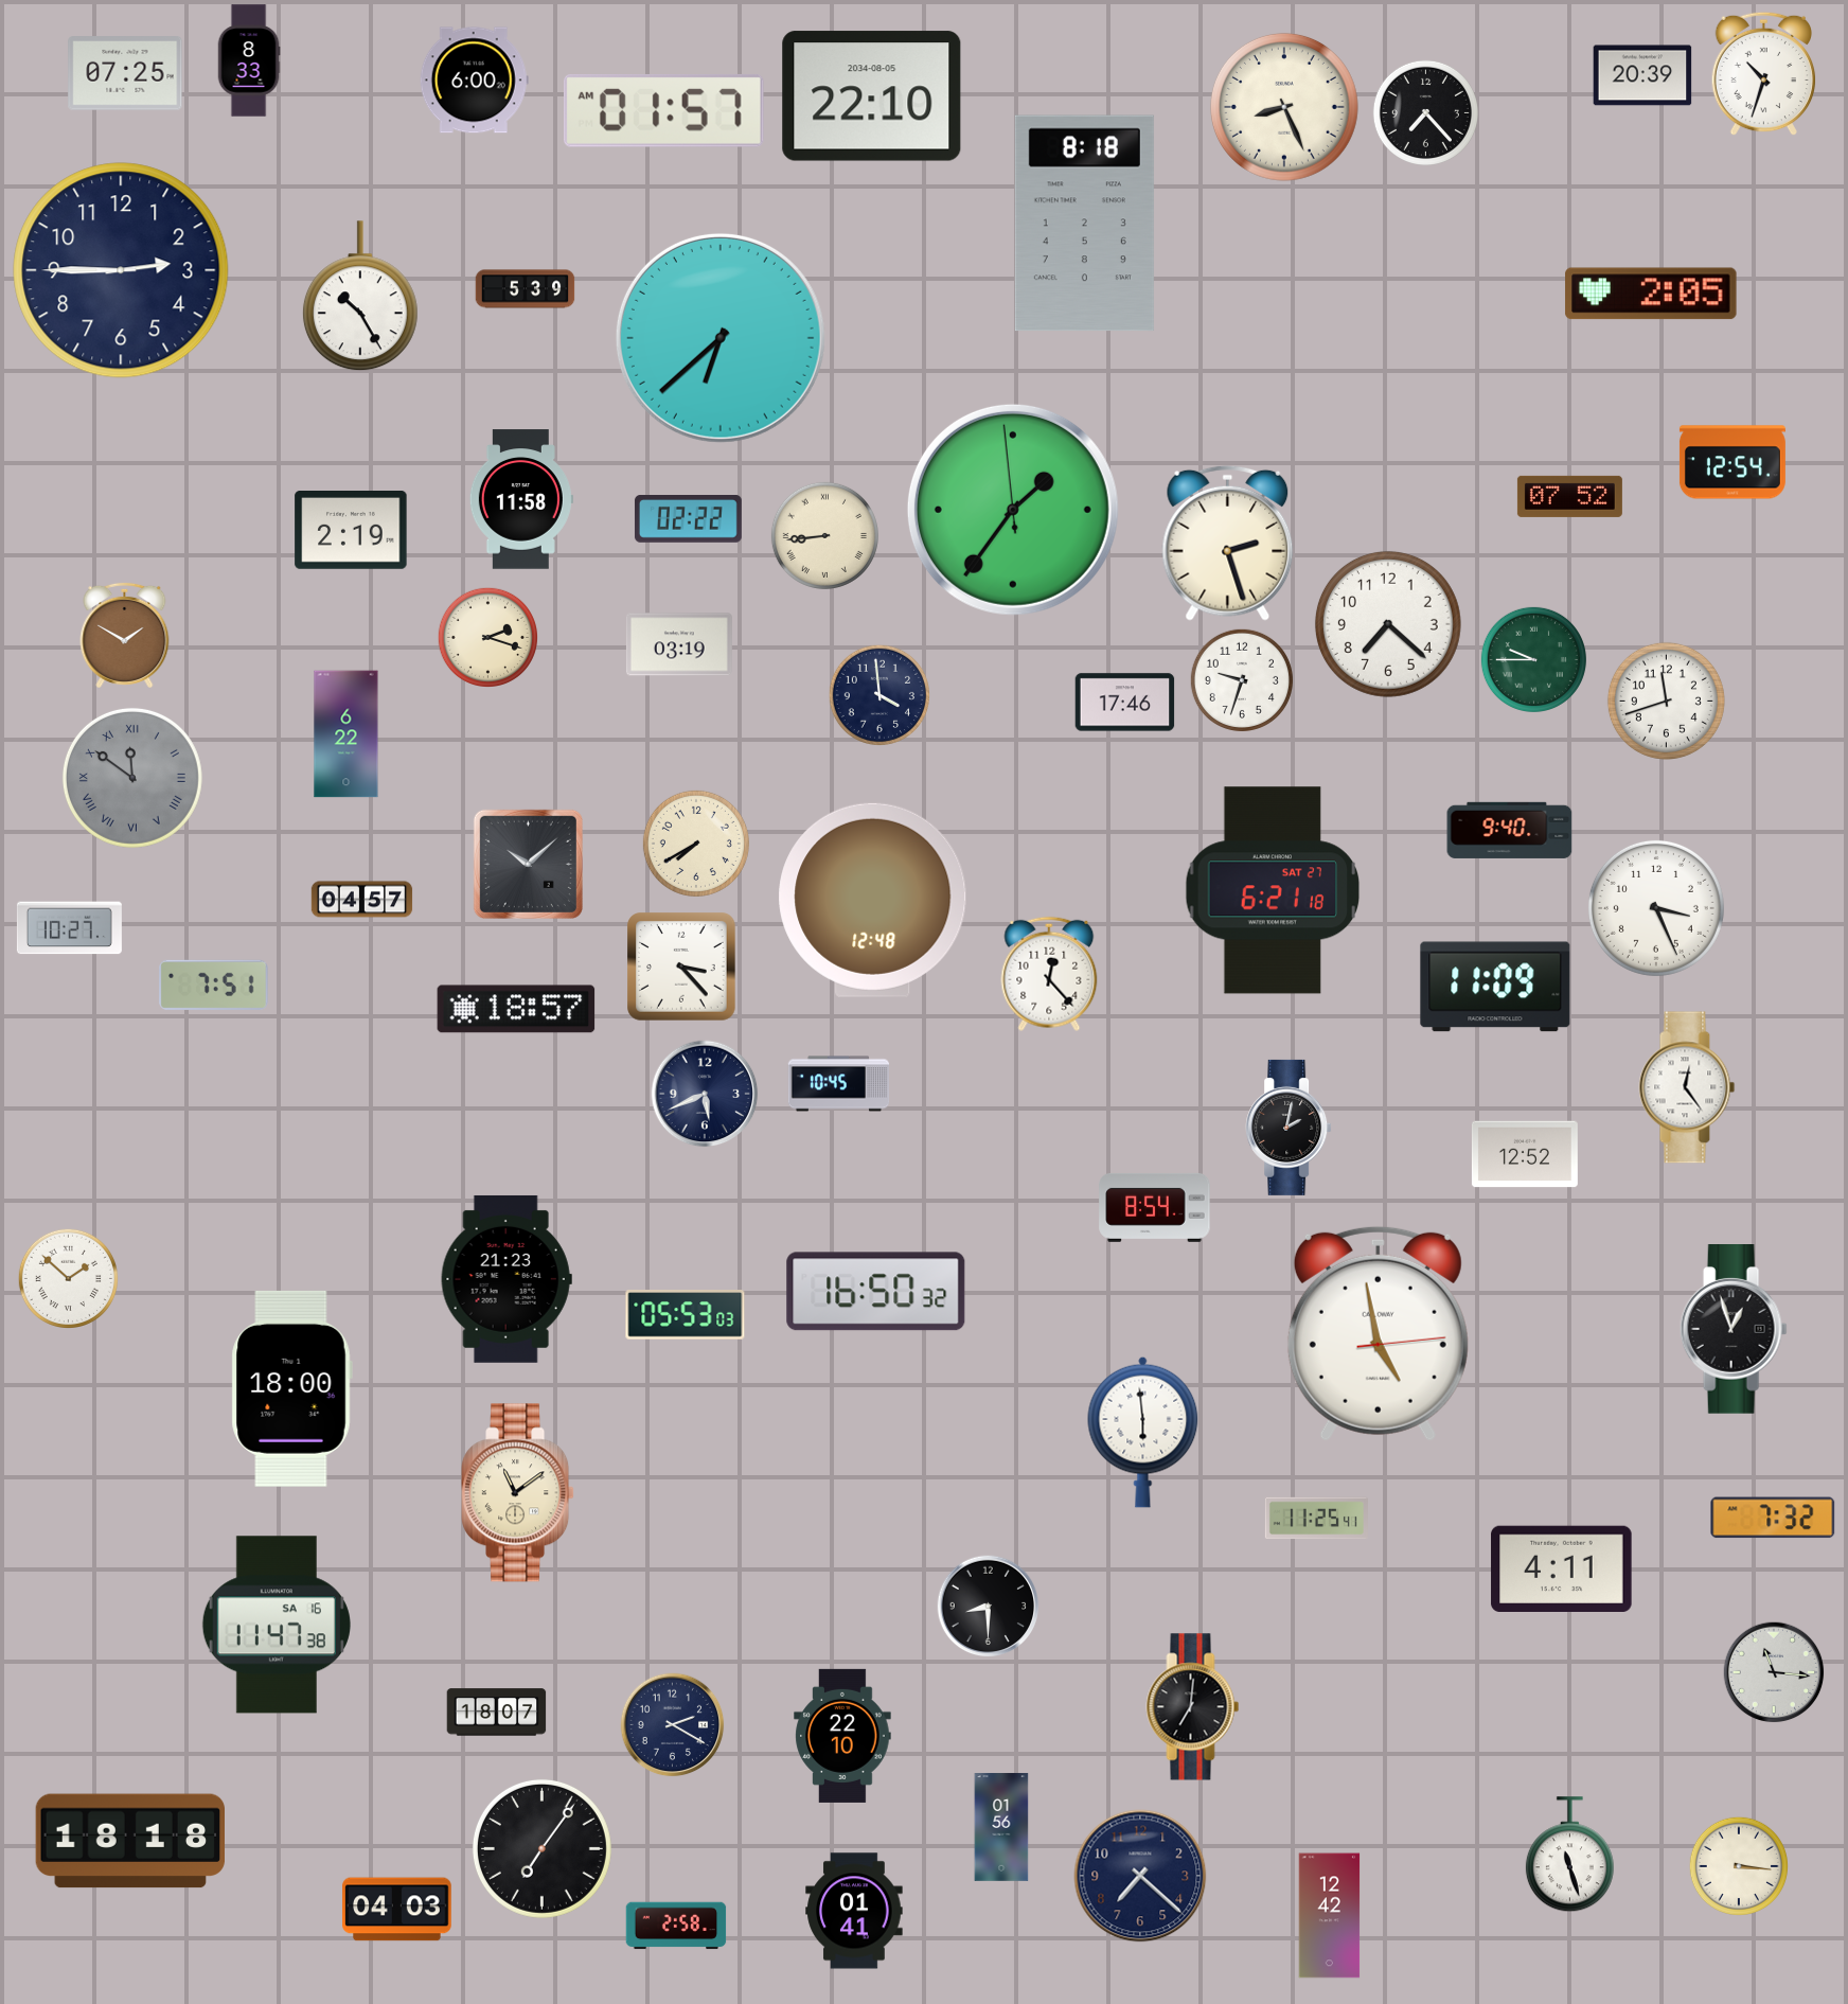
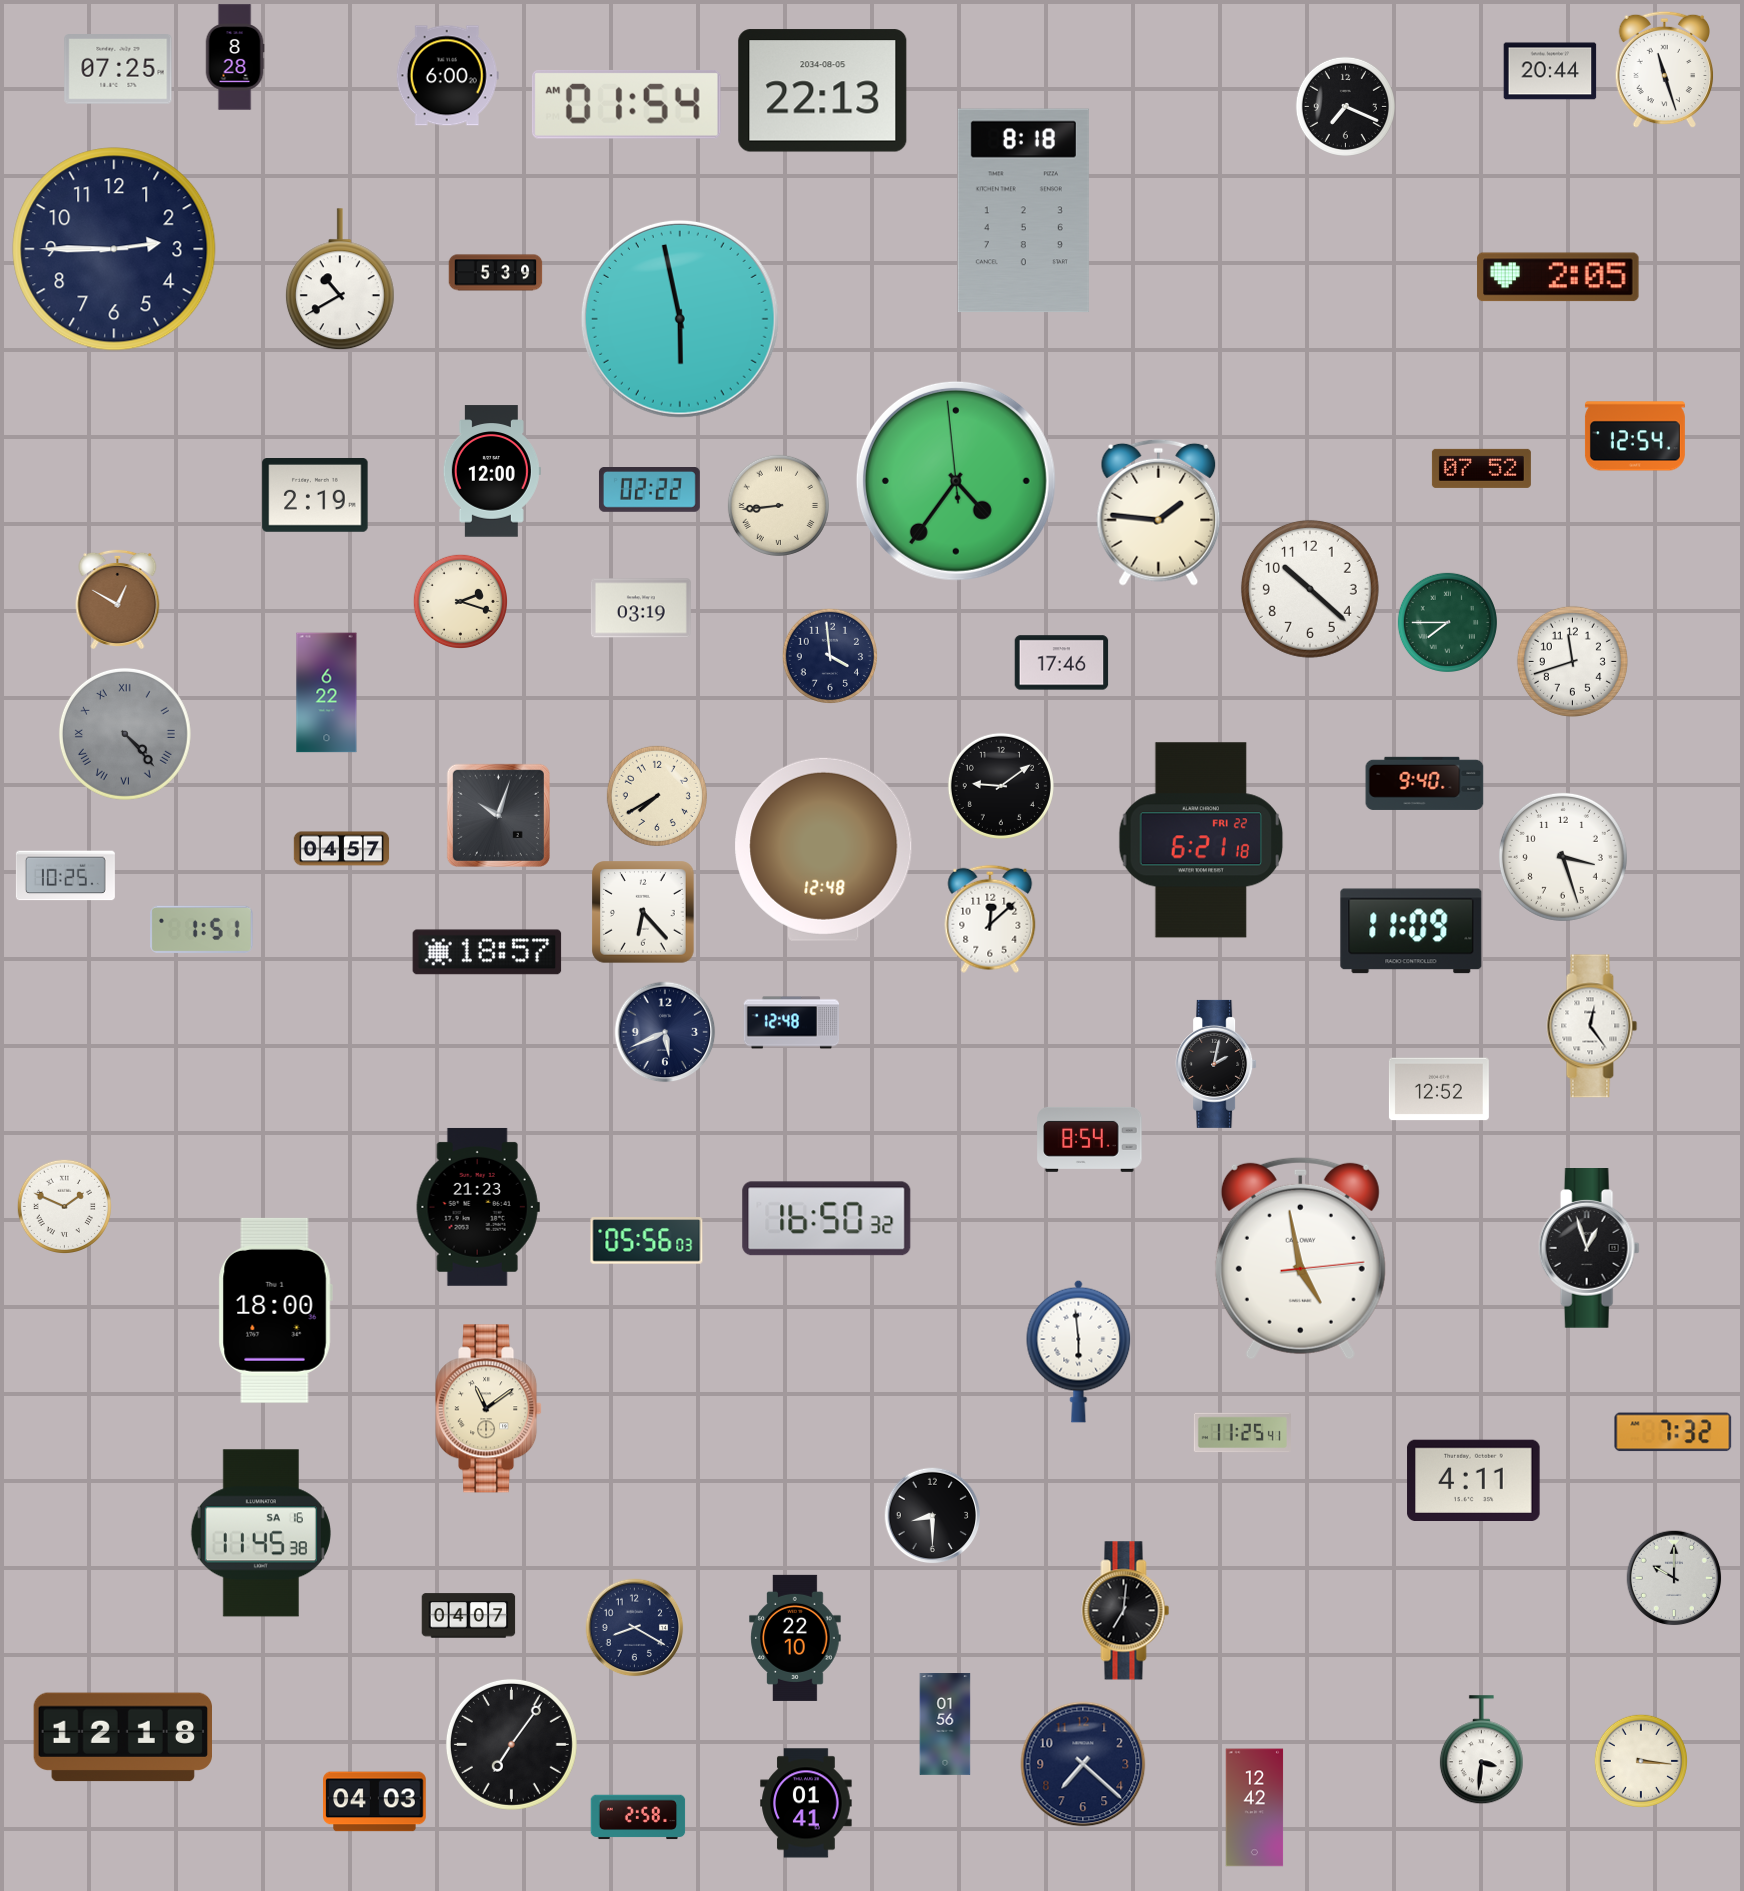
clock at (249, 60): 8:33 -> 8:28
clock at (1764, 74): 10:33 -> 11:27
clock at (1642, 75): 20:39 -> 20:44
clock at (872, 96): 22:10 -> 22:13
clock at (1284, 107): 8:26 -> none
clock at (663, 110): 01:57 -> 01:54
clock at (1425, 112): 7:23 -> 7:19
clock at (121, 270) position: (121, 270) -> (114, 249)
clock at (360, 297): 10:25 -> 10:40
clock at (721, 338): 6:38 -> 5:58
clock at (521, 499): 11:58 -> 12:00
clock at (1013, 510): 1:35 -> 4:35
clock at (351, 531) position: (351, 531) -> (315, 496)
clock at (1228, 543): 2:27 -> 1:46
clock at (1388, 624): 7:22 -> 10:22
clock at (125, 635): 1:50 -> 12:50
clock at (1533, 659): 9:45 -> 7:45
clock at (1242, 680): 9:33 -> none
clock at (132, 778): 11:51 -> 4:23
clock at (1001, 786): none -> 9:09
clock at (528, 864): 10:08 -> 10:03
clock at (1273, 890) date: SAT 27 -> FRI 22
clock at (1656, 908): 3:26 -> 3:27
clock at (69, 928): 10:27 -> 10:25
clock at (681, 966): 3:23 -> 6:23
clock at (1049, 974): 12:23 -> 12:08
clock at (214, 985): 7:51 -> 1:51
clock at (839, 1084): 10:45 -> 12:48
clock at (68, 1278): 1:52 -> 1:49
clock at (686, 1315): 05:53 -> 05:56
clock at (1734, 1330) position: (1734, 1330) -> (1589, 1249)
clock at (277, 1625): 11:47 -> 11:45
clock at (1774, 1672): 11:16 -> 10:00
clock at (497, 1713): 18:07 -> 04:07
clock at (673, 1725): 2:20 -> 8:20
clock at (129, 1841): 18:18 -> 12:18
clock at (1569, 1855): 11:27 -> 3:31
clock at (1140, 1876) position: (1140, 1876) -> (1083, 1764)
